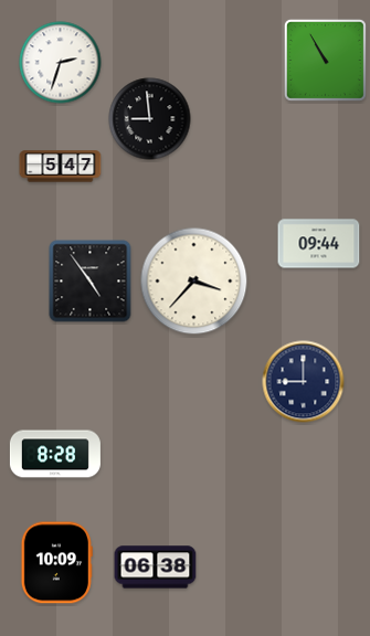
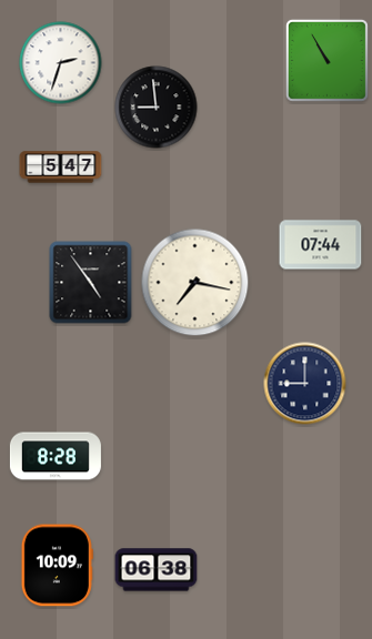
clock at (150, 119) position: (150, 119) -> (157, 108)
clock at (319, 244): 09:44 -> 07:44
clock at (194, 282): 3:37 -> 7:17
